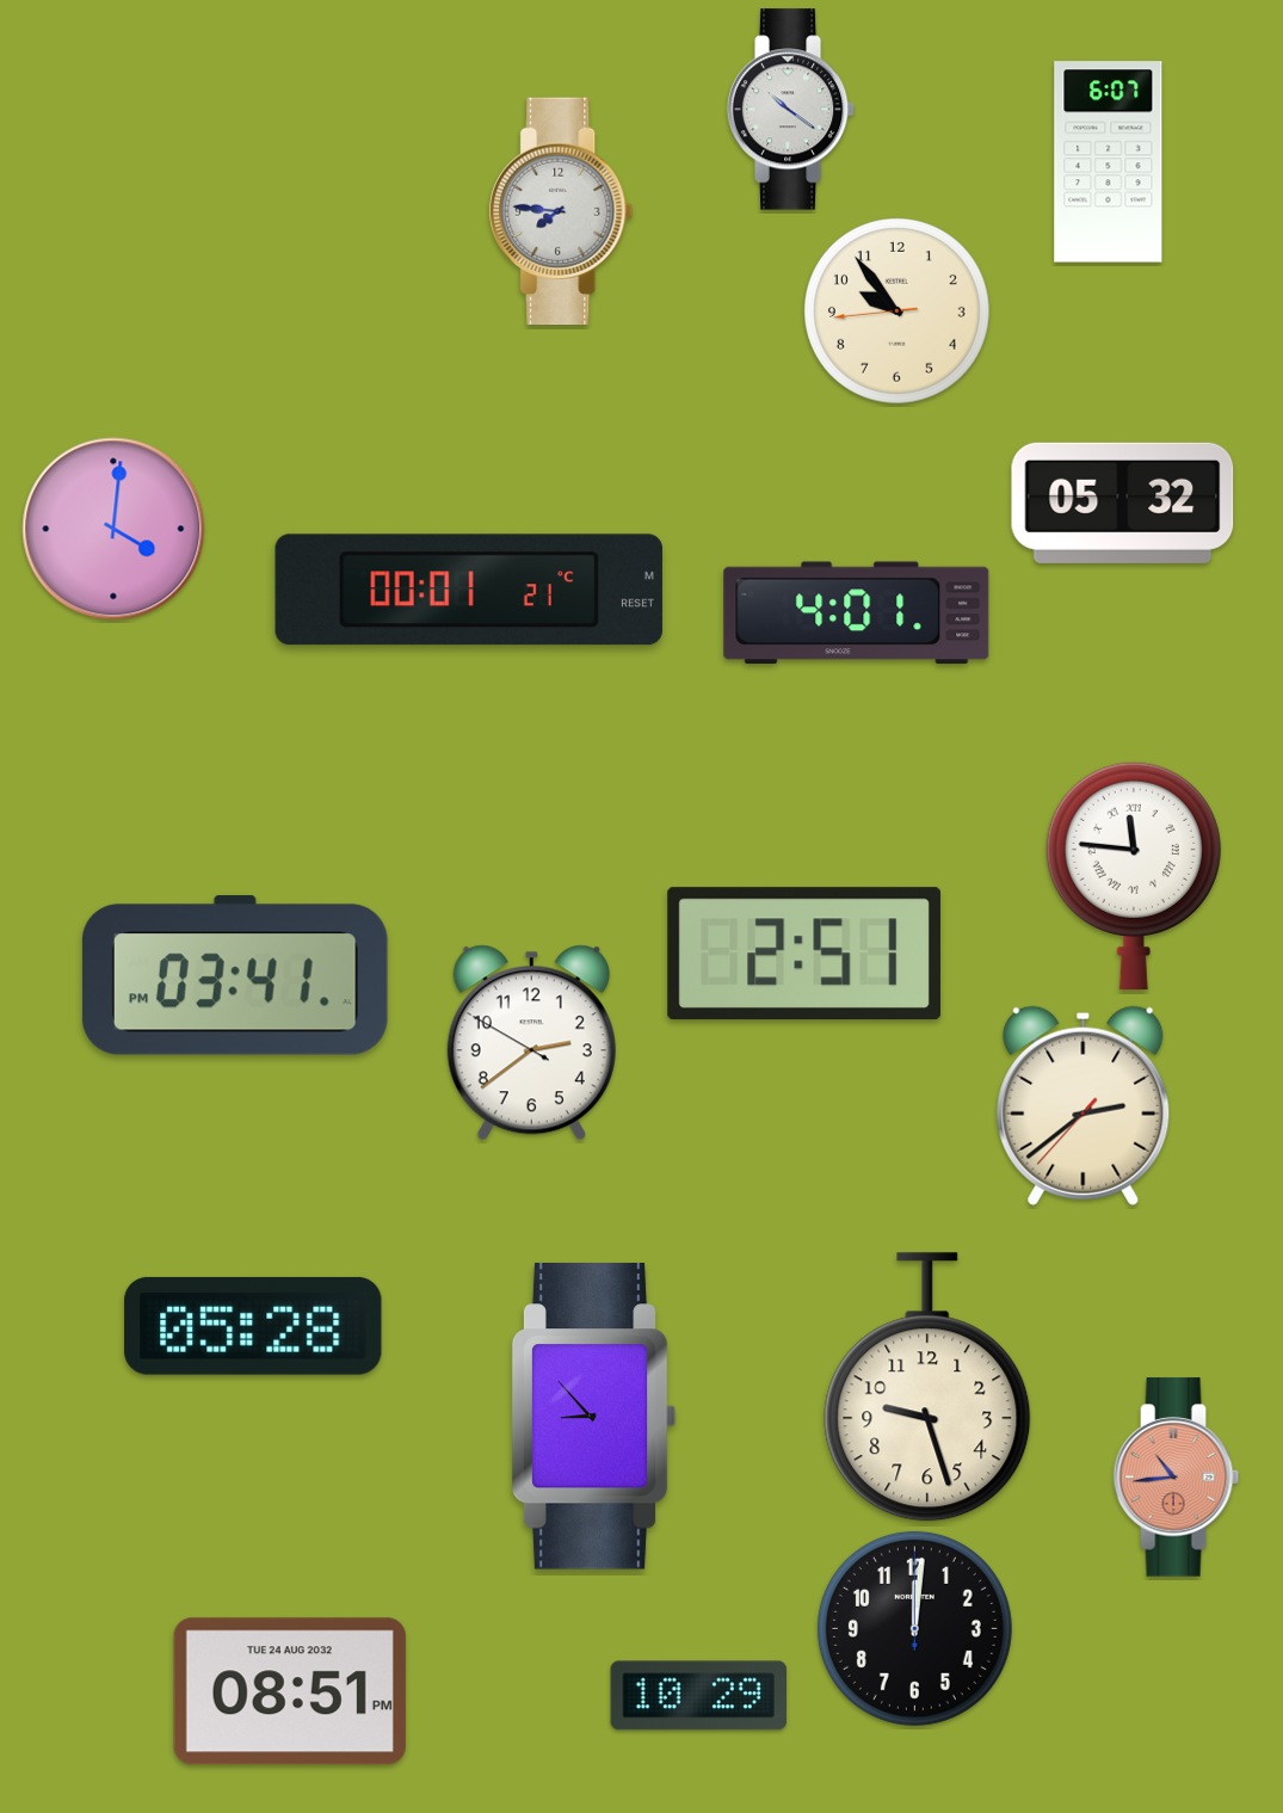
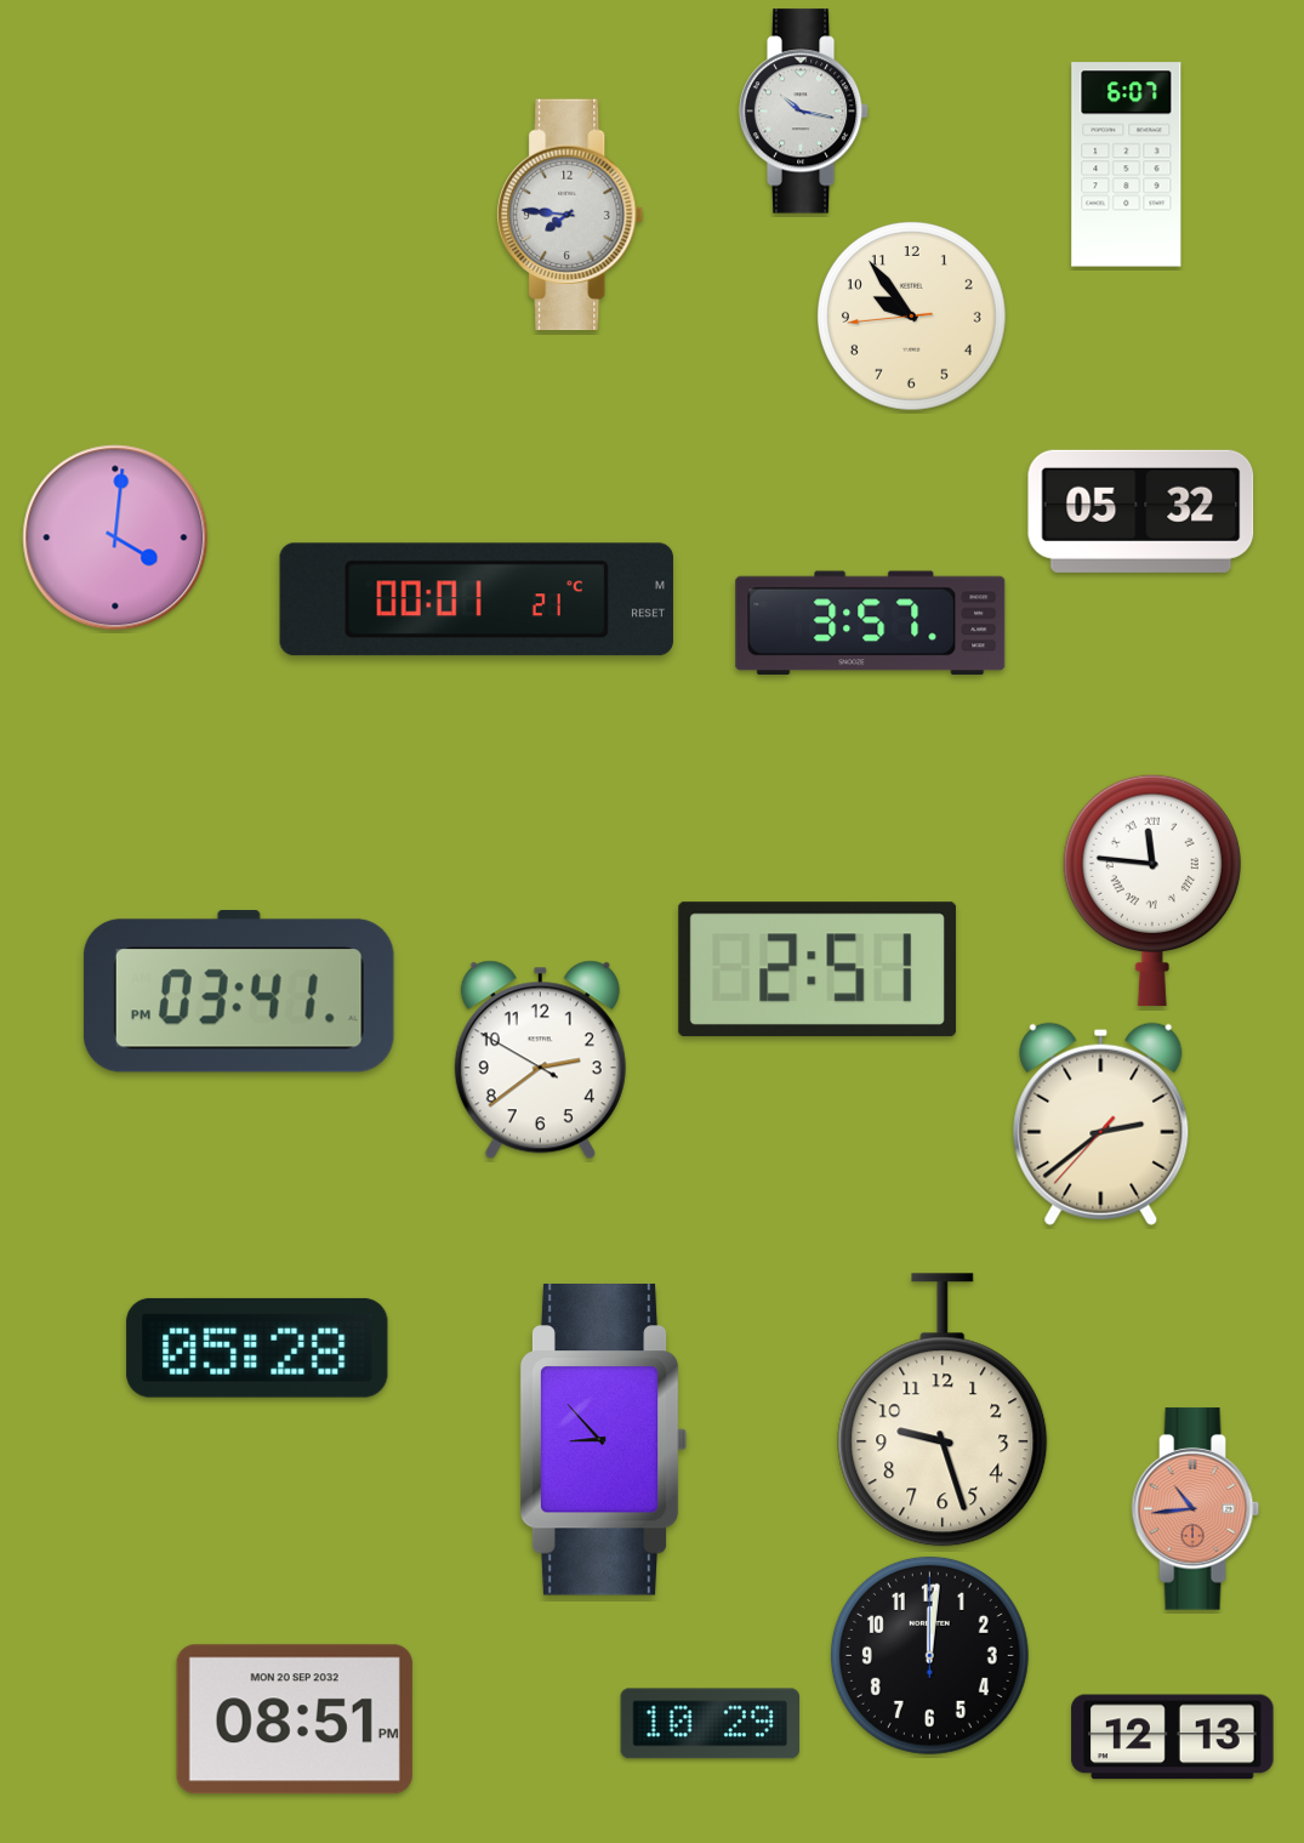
clock at (791, 110): 10:21 -> 10:17
clock at (857, 613): 4:01 -> 3:57
clock at (1177, 1478) position: (1177, 1478) -> (1196, 1509)
clock at (290, 1691) date: TUE 24 AUG 2032 -> MON 20 SEP 2032
clock at (1173, 1737): none -> 12:13
